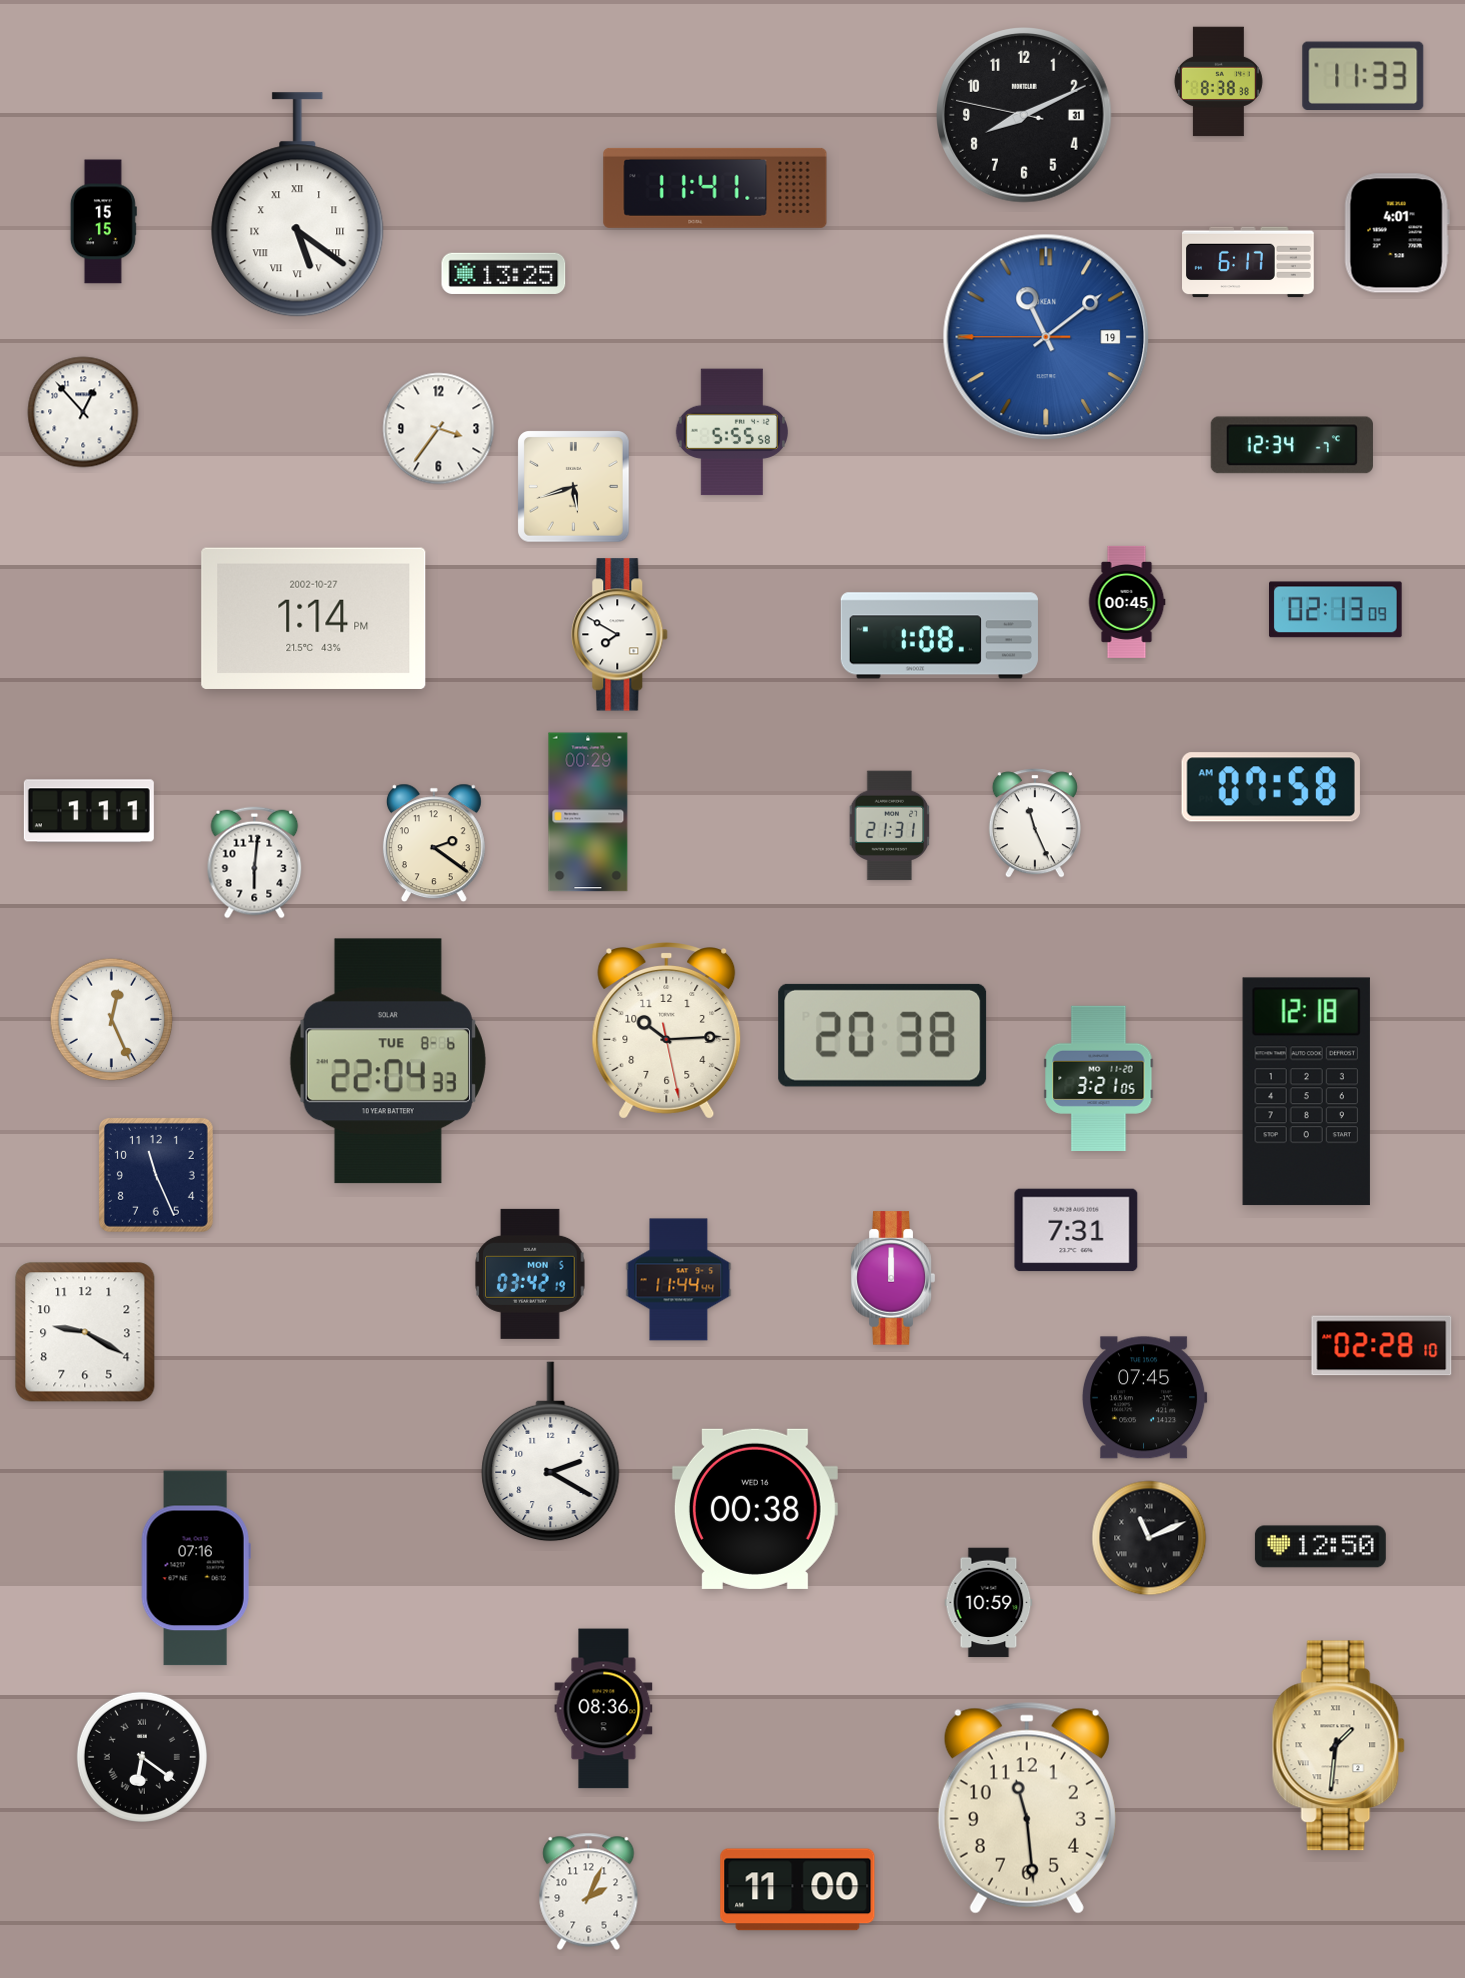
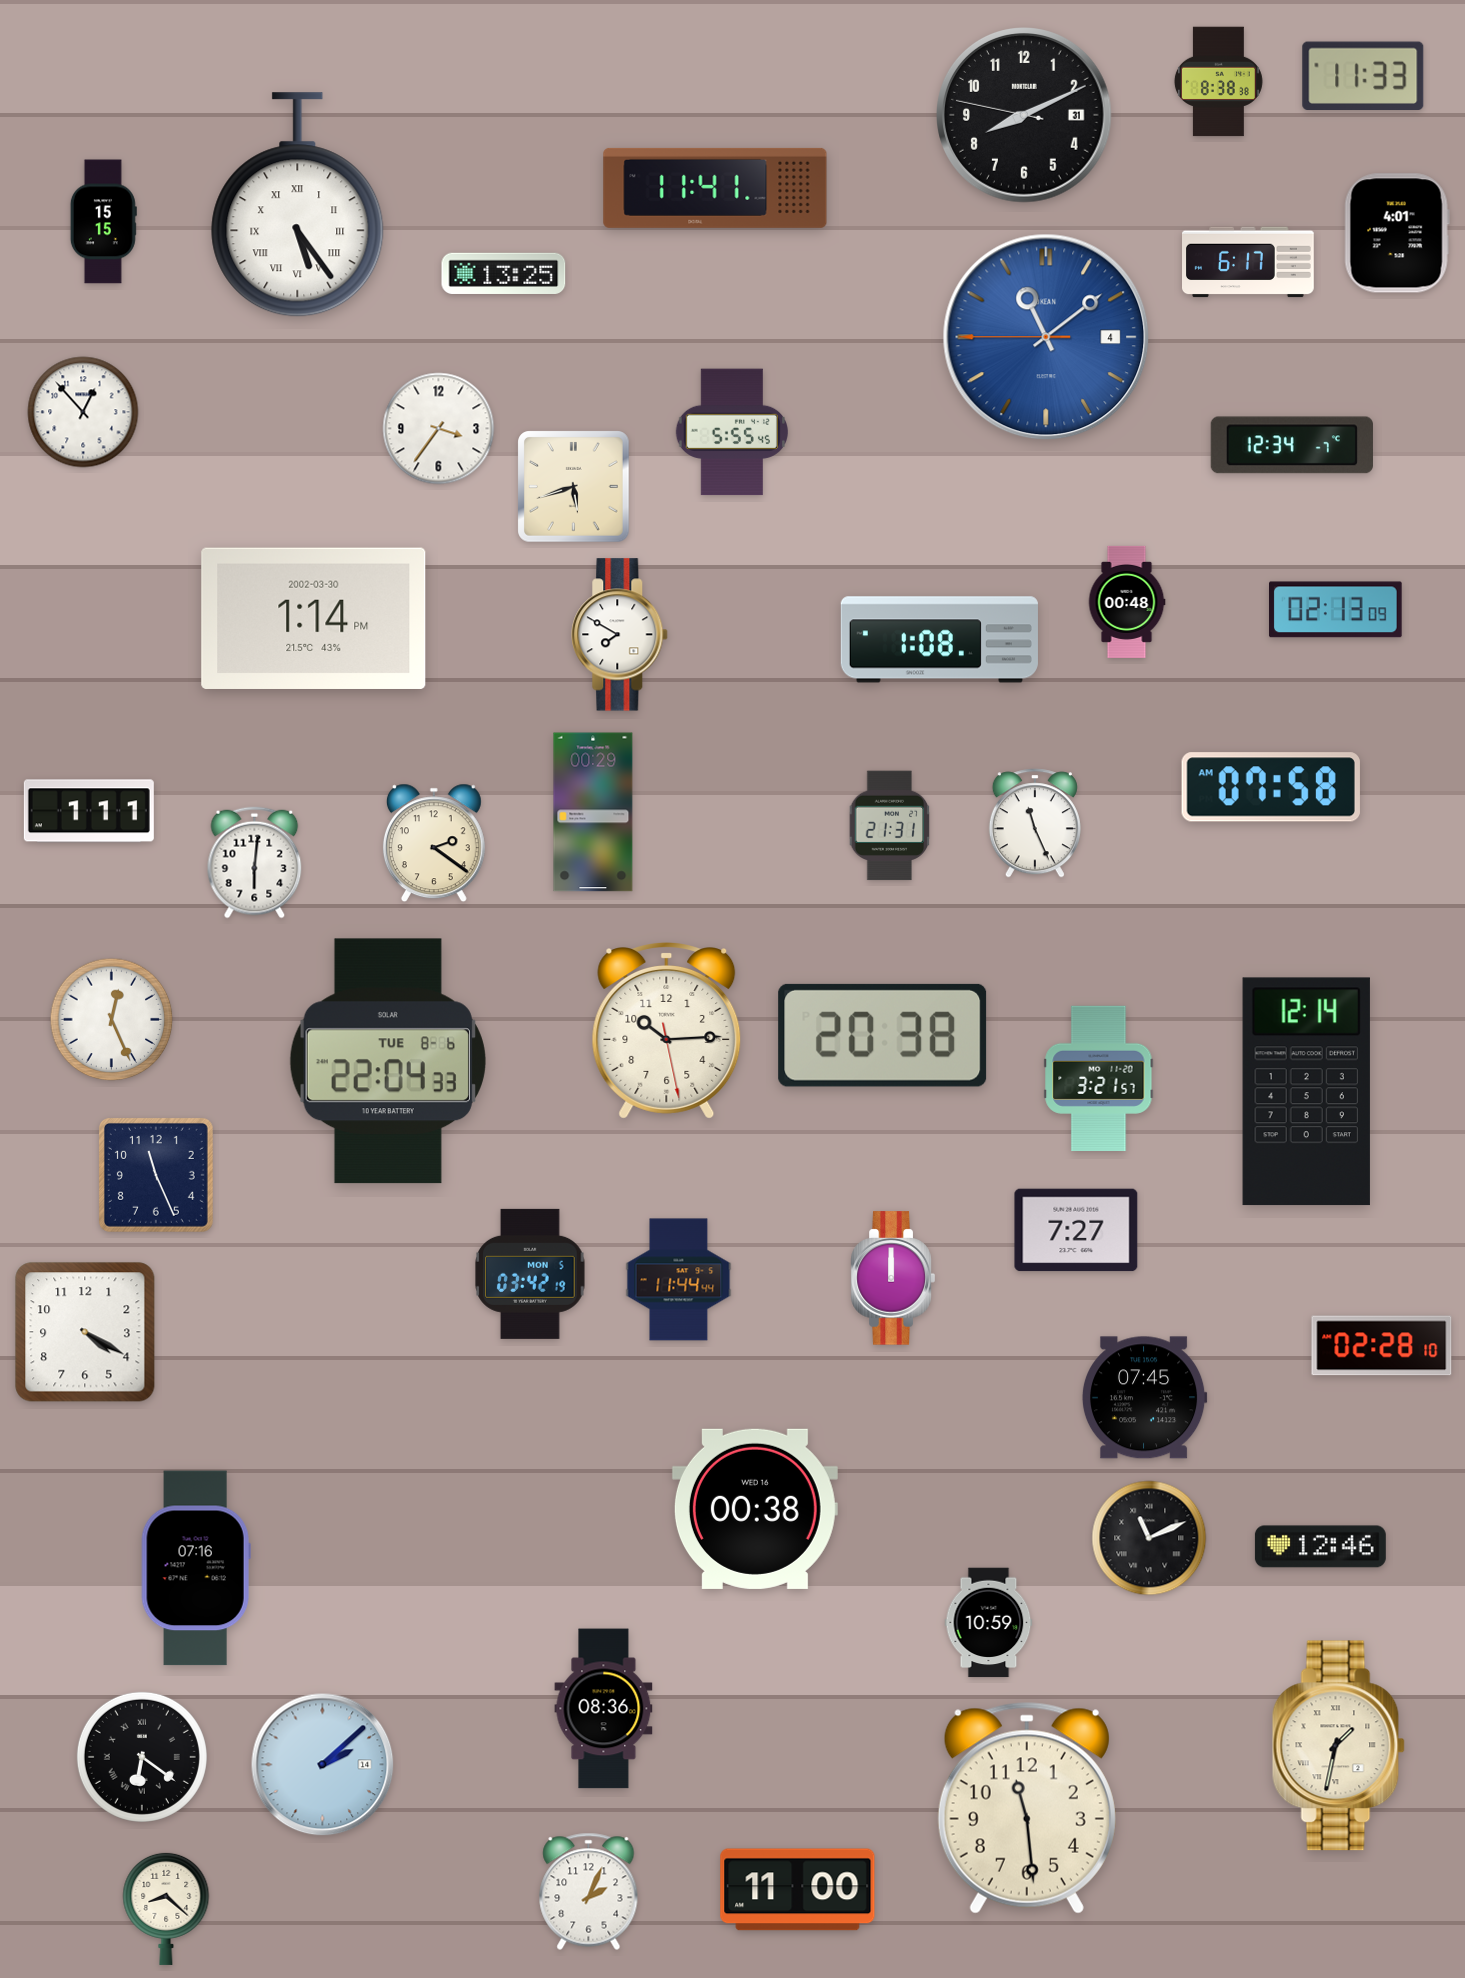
clock at (298, 205): 5:21 -> 5:24
clock at (1046, 337) date: 19 -> 4
clock at (732, 432): 5:55:58 -> 5:55:45
clock at (1127, 602): 00:45 -> 00:48
clock at (314, 618) date: 2002-10-27 -> 2002-03-30
clock at (939, 636) position: (939, 636) -> (939, 640)
clock at (588, 812) position: (588, 812) -> (593, 812)
clock at (1099, 1078): 3:21:05 -> 3:21:57
clock at (1306, 1092): 12:18 -> 12:14
clock at (1076, 1230): 7:31 -> 7:27
clock at (85, 1332): 9:20 -> 4:20
clock at (551, 1452): 2:20 -> none
clock at (1320, 1547): 12:50 -> 12:46
clock at (989, 1603) position: (989, 1603) -> (989, 1623)
clock at (1338, 1746): 1:31 -> 1:32
clock at (323, 1765): none -> 2:08
clock at (166, 1908): none -> 8:22
